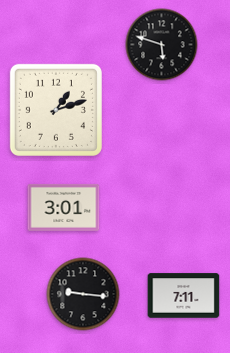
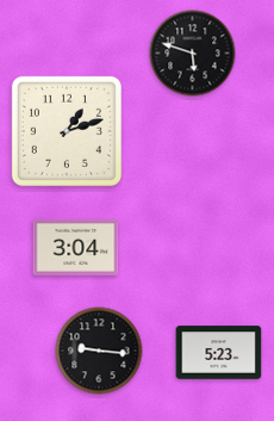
clock at (64, 207): 3:01 -> 3:04
clock at (184, 296): 7:11 -> 5:23
